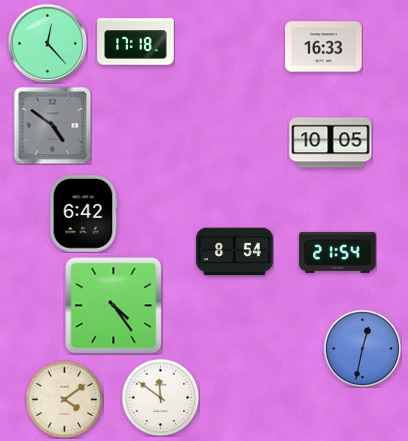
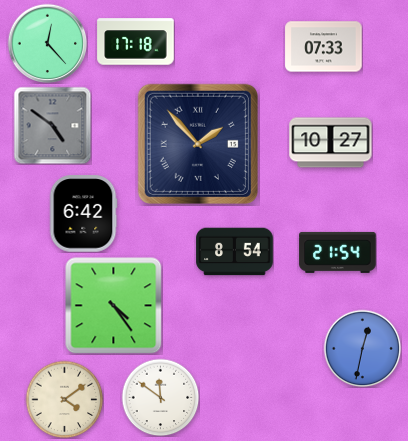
clock at (324, 47): 16:33 -> 07:33
clock at (331, 143): 10:05 -> 10:27
clock at (198, 144): none -> 1:53
